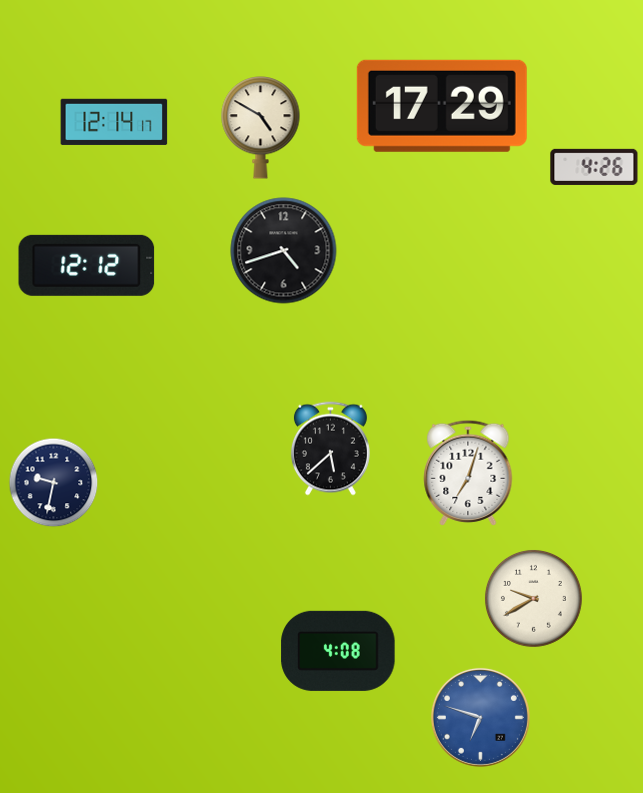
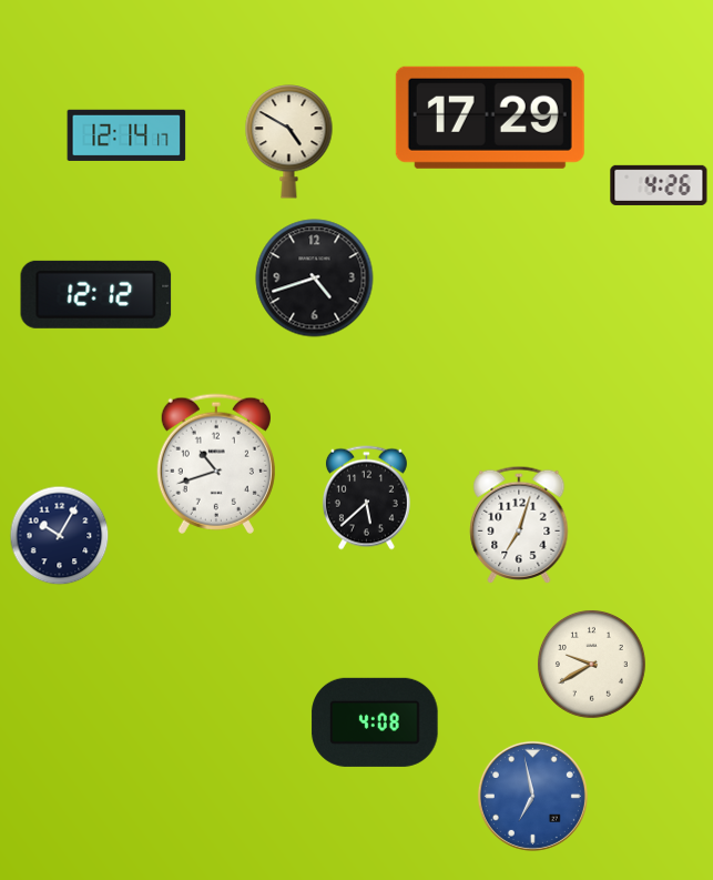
clock at (216, 464): none -> 10:42
clock at (54, 483): 9:32 -> 10:05
clock at (480, 717): 6:48 -> 6:58
